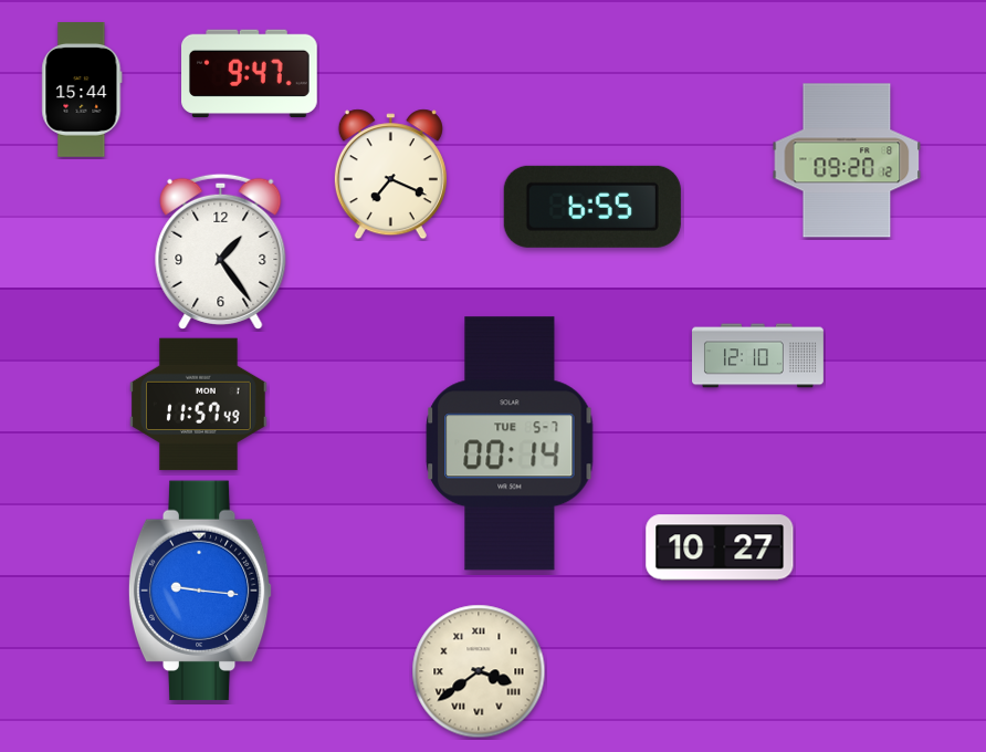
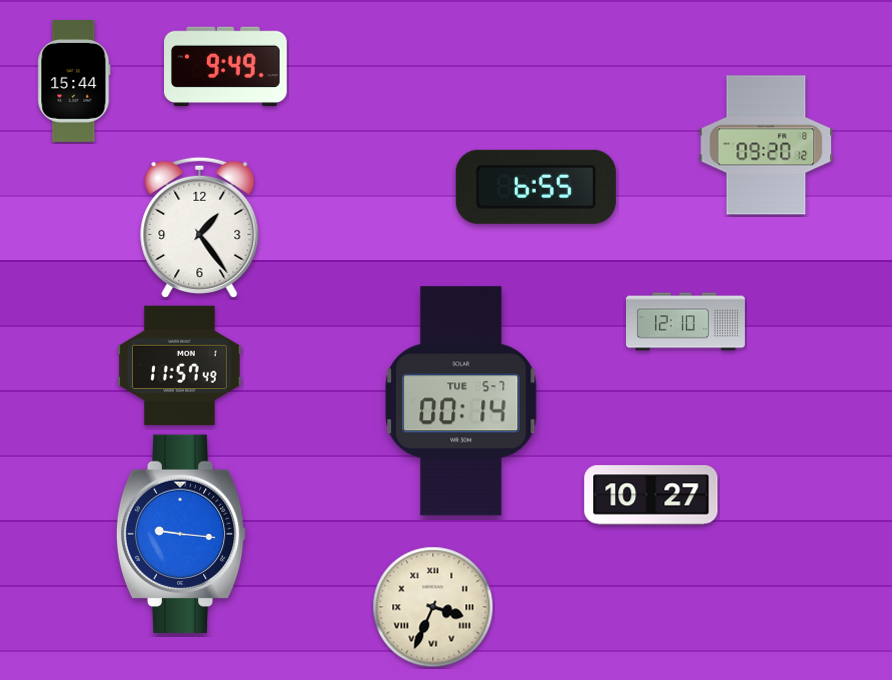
clock at (250, 73): 9:47 -> 9:49
clock at (390, 175): 7:19 -> none
clock at (479, 671): 3:39 -> 3:34
